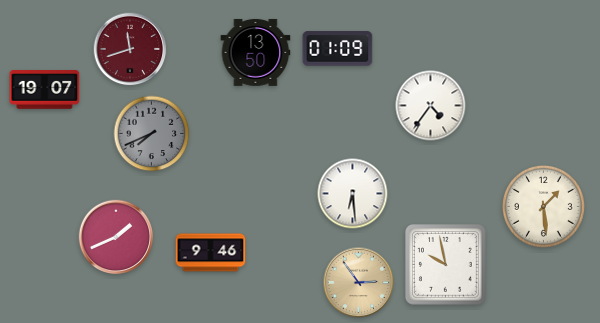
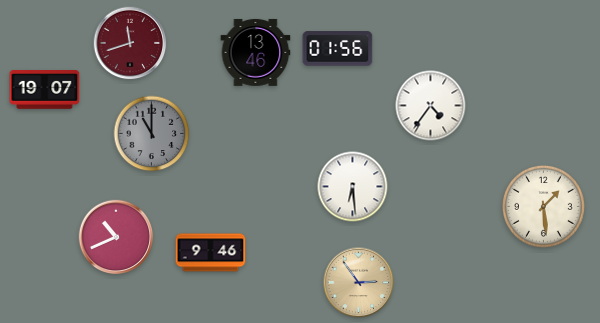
clock at (130, 49) position: (130, 49) -> (130, 43)
clock at (338, 49): 01:09 -> 01:56
clock at (256, 52): 13:50 -> 13:46
clock at (152, 134): 7:41 -> 11:00
clock at (353, 194) position: (353, 194) -> (353, 187)
clock at (116, 237): 1:41 -> 10:41
clock at (446, 265): 9:58 -> none
